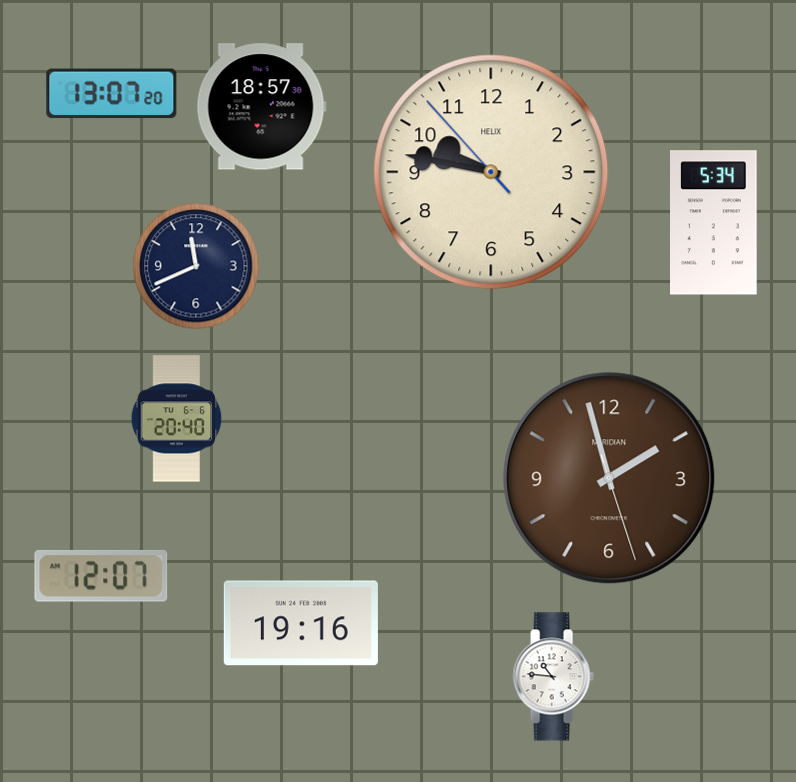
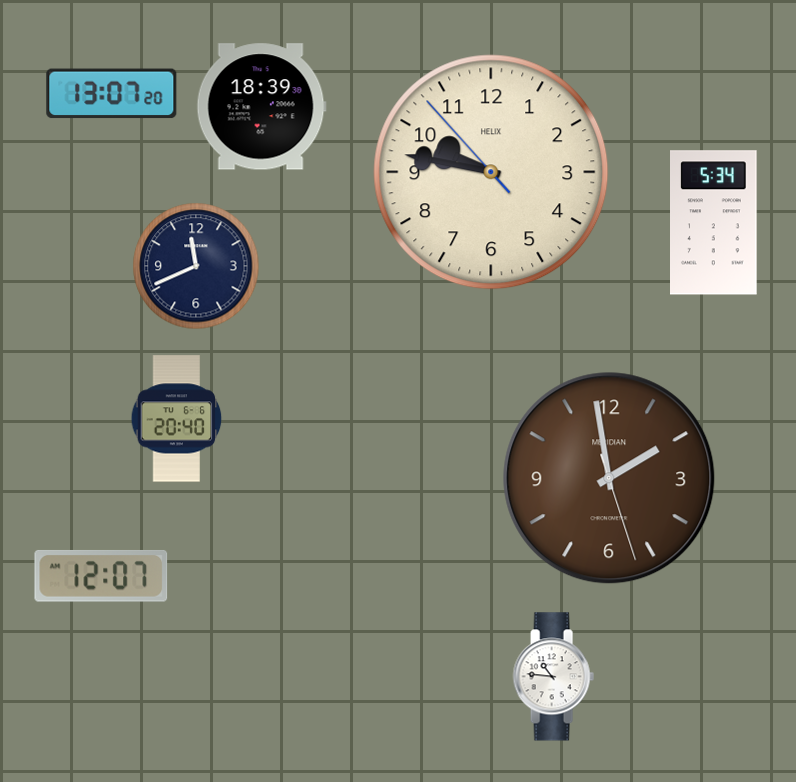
clock at (261, 107): 18:57 -> 18:39
clock at (609, 478): 1:57 -> 1:58
clock at (301, 623): 19:16 -> none
